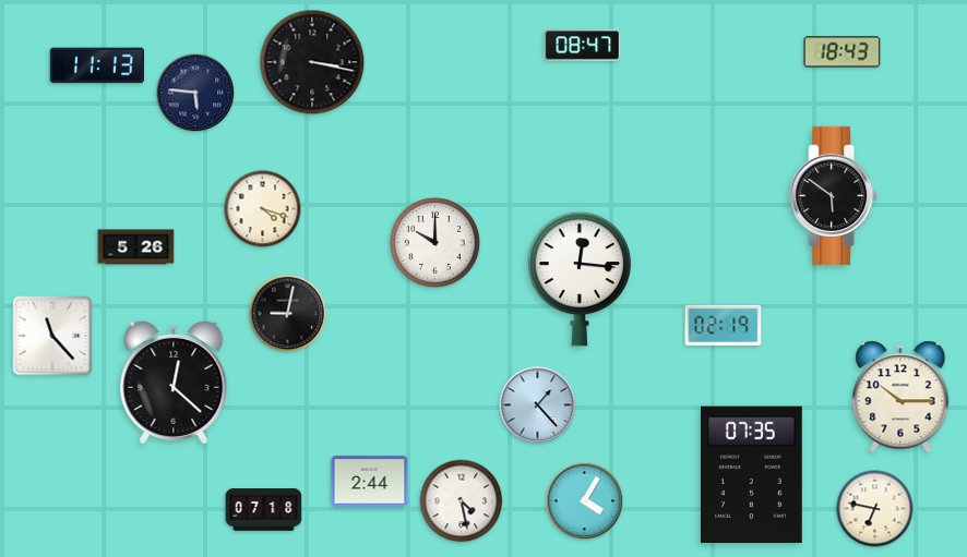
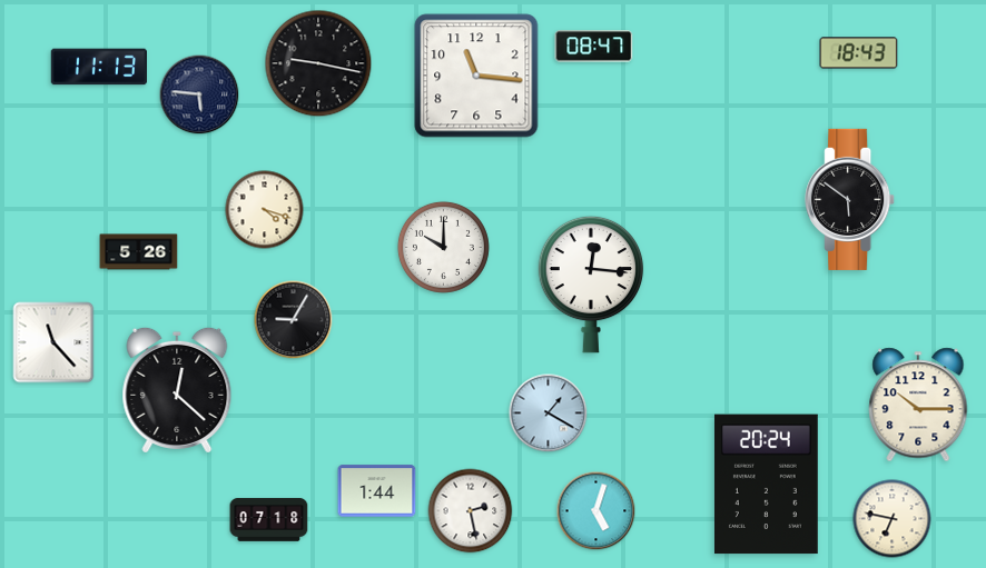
clock at (312, 62): 3:17 -> 9:17
clock at (476, 76): none -> 11:16
clock at (263, 209) position: (263, 209) -> (265, 210)
clock at (288, 314): 9:02 -> 9:05
clock at (724, 325): 02:19 -> none
clock at (538, 405): 1:23 -> 1:20
clock at (751, 475): 07:35 -> 20:24
clock at (370, 482): 2:44 -> 1:44
clock at (462, 501): 4:28 -> 2:28
clock at (585, 501): 4:05 -> 5:03
